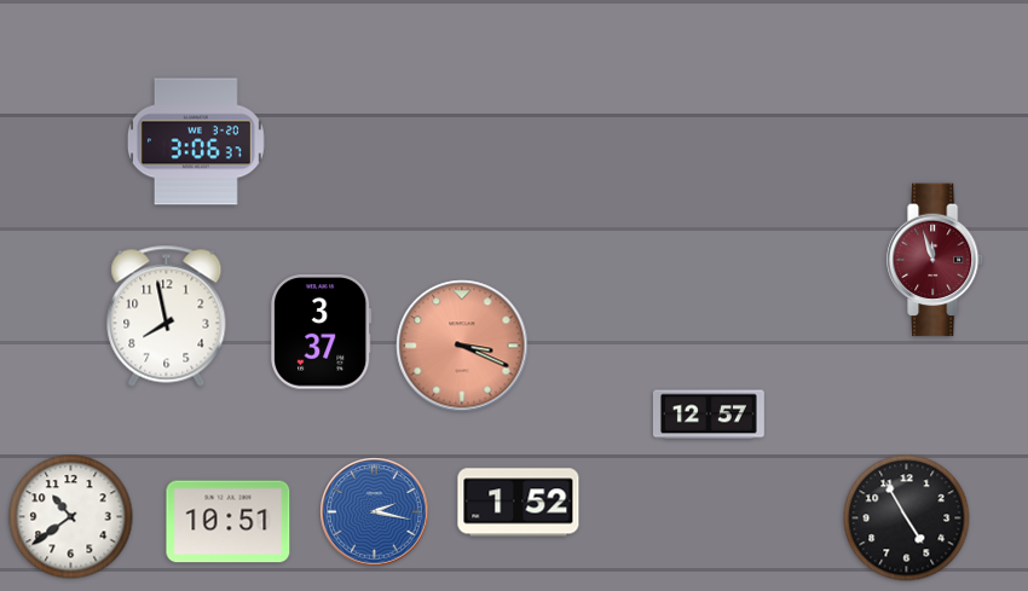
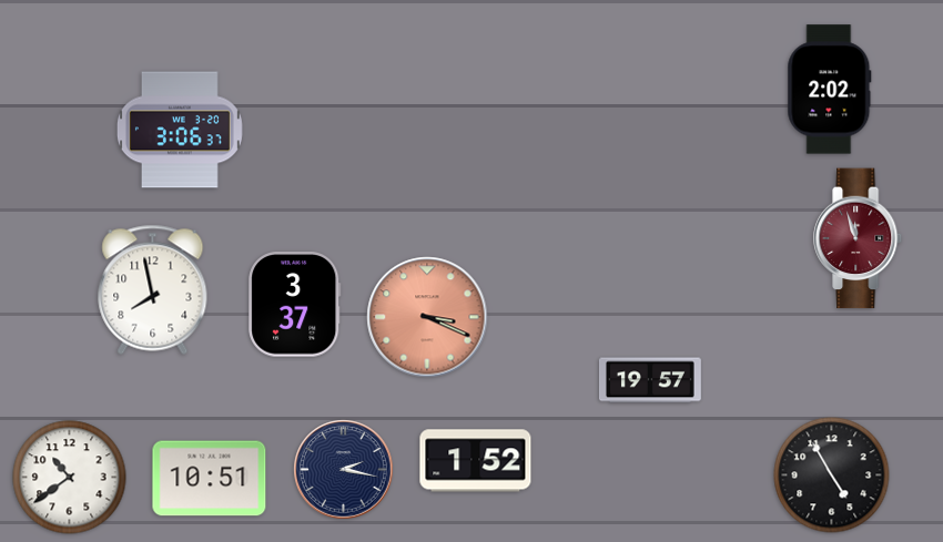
clock at (830, 90): none -> 2:02
clock at (462, 346) position: (462, 346) -> (427, 317)
clock at (709, 415): 12:57 -> 19:57
clock at (375, 512) dial: blue -> navy
clock at (71, 517) position: (71, 517) -> (70, 478)
